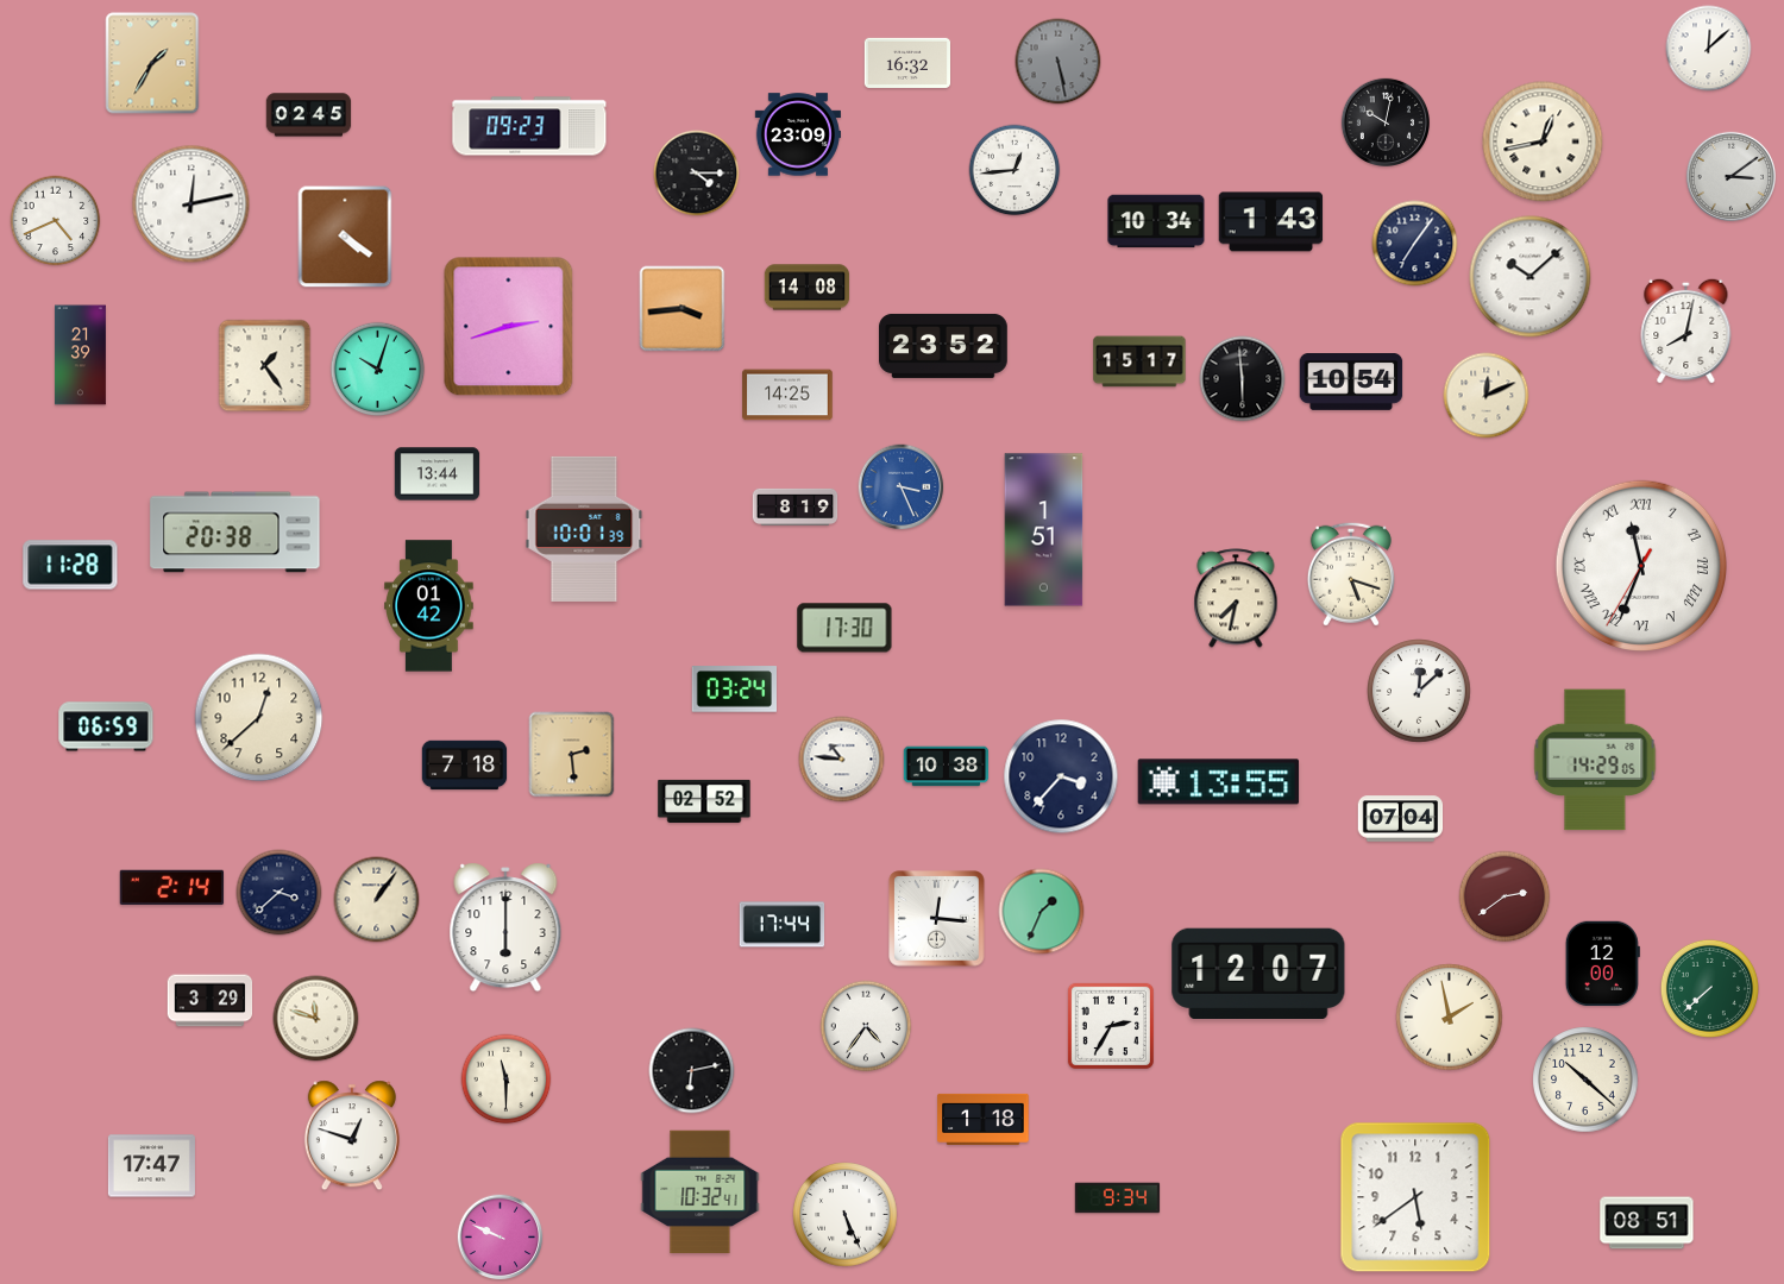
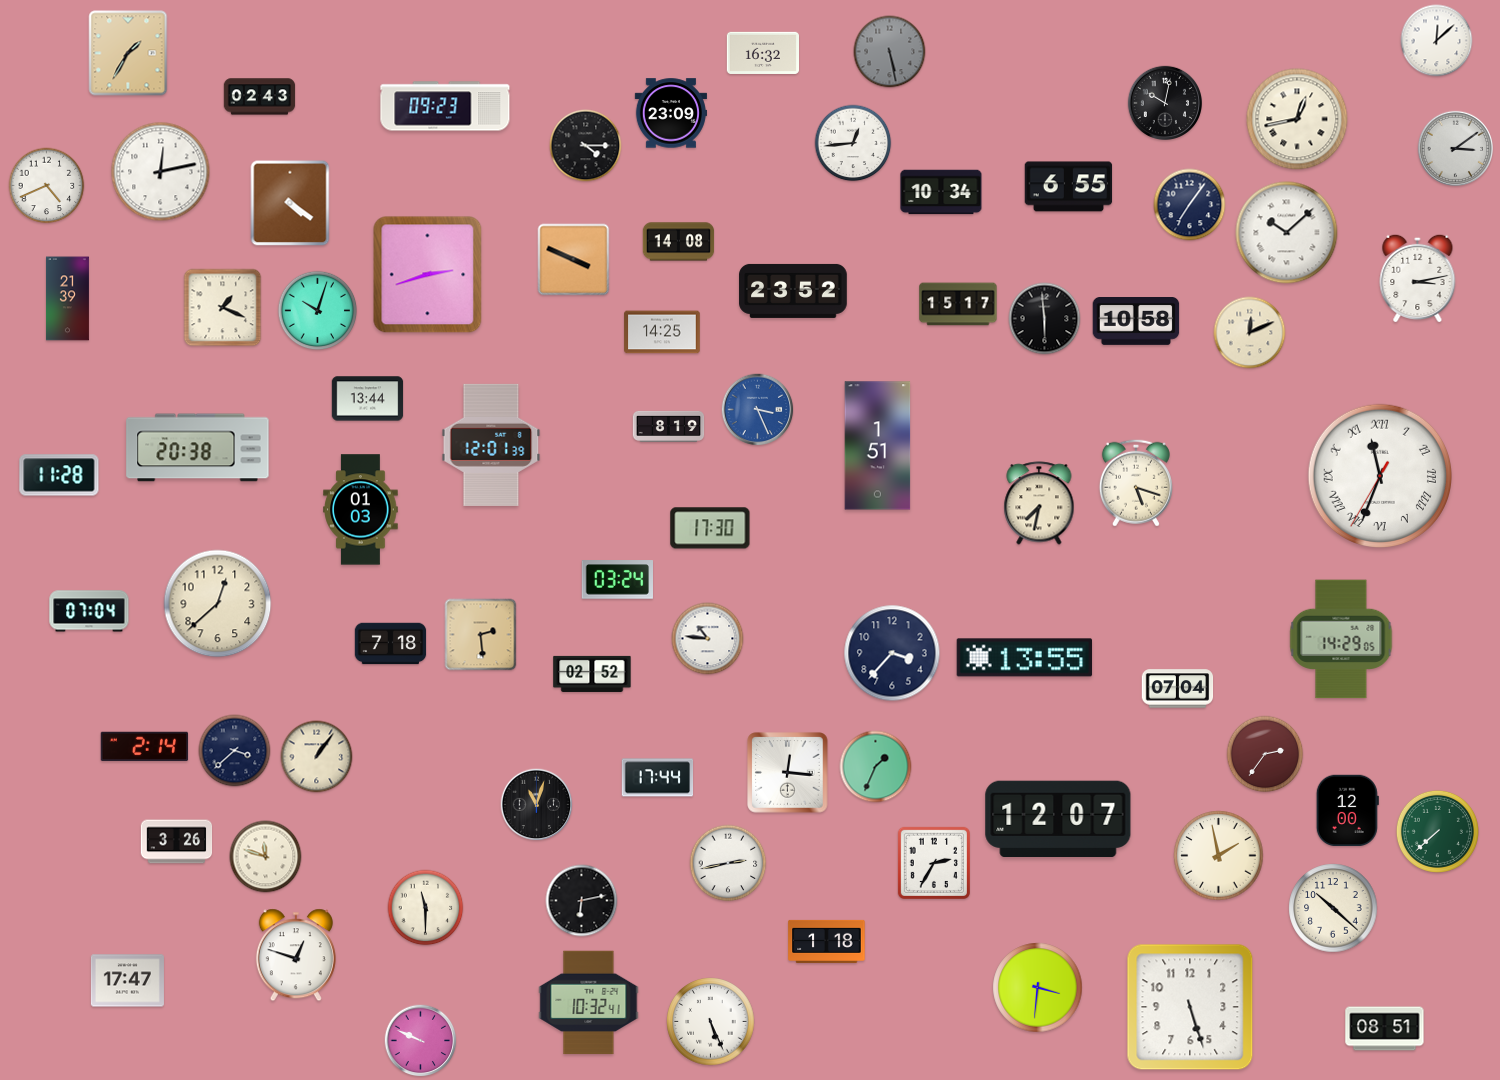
clock at (309, 115): 02:45 -> 02:43
clock at (1156, 221) position: (1156, 221) -> (941, 192)
clock at (1271, 222): 1:43 -> 6:55
clock at (345, 237) position: (345, 237) -> (290, 203)
clock at (683, 309): 3:44 -> 3:49
clock at (1686, 331): 8:02 -> 3:13
clock at (265, 366): 1:24 -> 1:19
clock at (1351, 383): 10:54 -> 10:58
clock at (584, 529): 10:01 -> 12:01
clock at (429, 606): 01:42 -> 01:03
clock at (1419, 691): 12:08 -> none
clock at (106, 726): 06:59 -> 07:04
clock at (947, 767): 10:38 -> none
clock at (1505, 896): 2:39 -> 2:36
clock at (505, 927): 6:00 -> none
clock at (537, 805): none -> 11:03
clock at (211, 1001): 3:29 -> 3:26
clock at (866, 1026): 4:36 -> 2:43
clock at (1038, 988): none -> 3:31
clock at (1415, 1197): 5:39 -> 5:27
clock at (1118, 1198): 9:34 -> none
